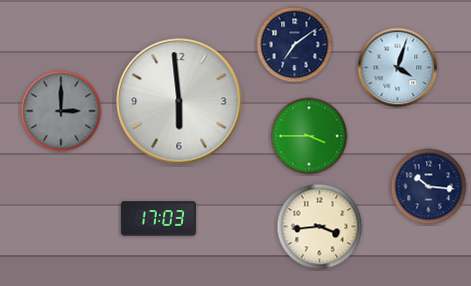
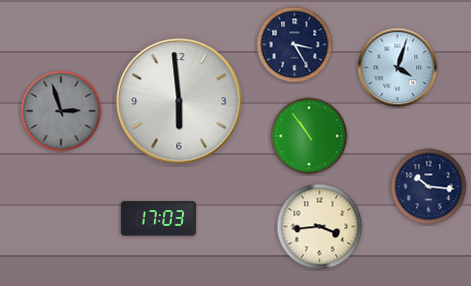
clock at (295, 45): 7:09 -> 3:25
clock at (61, 111): 3:00 -> 2:57
clock at (309, 136): 3:45 -> 10:54
